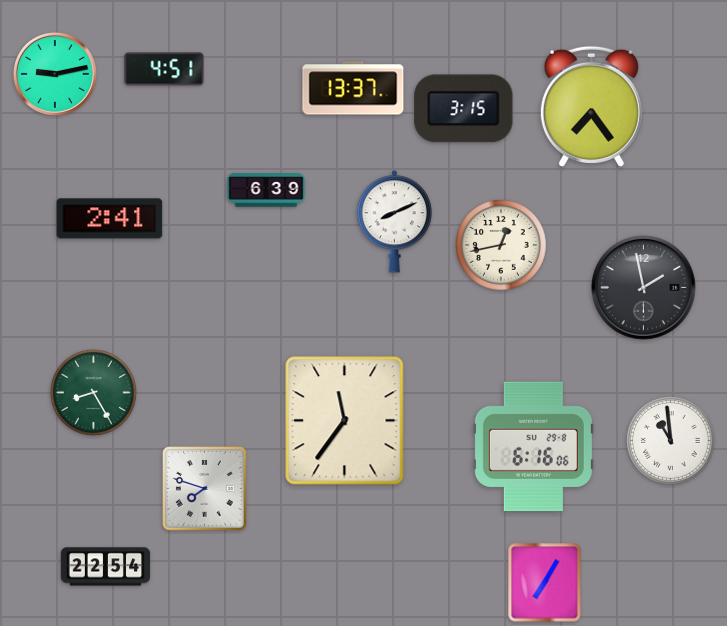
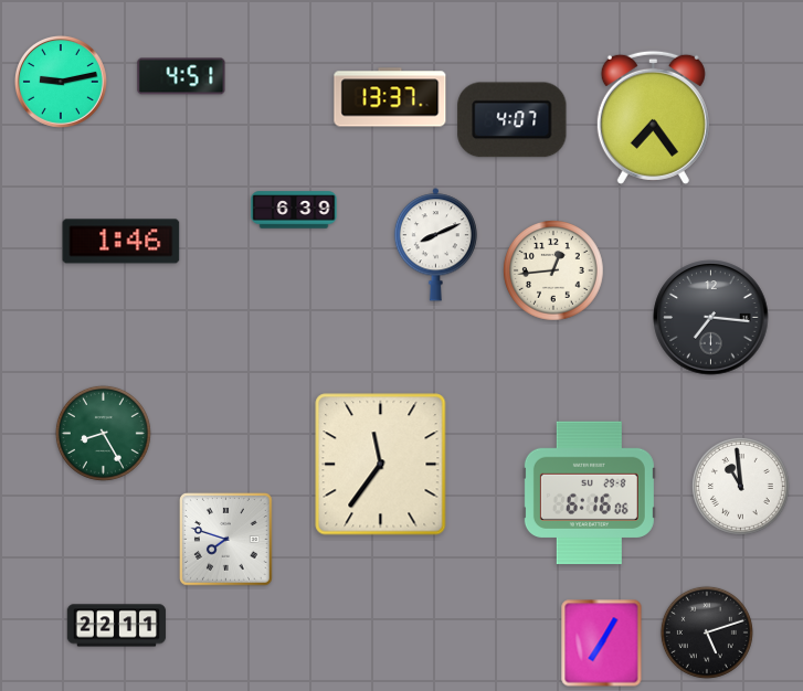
clock at (464, 109): 3:15 -> 4:07
clock at (110, 219): 2:41 -> 1:46
clock at (501, 245): 12:43 -> 12:44
clock at (644, 288): 1:58 -> 7:16
clock at (106, 567): 22:54 -> 22:11
clock at (707, 632): none -> 5:12
